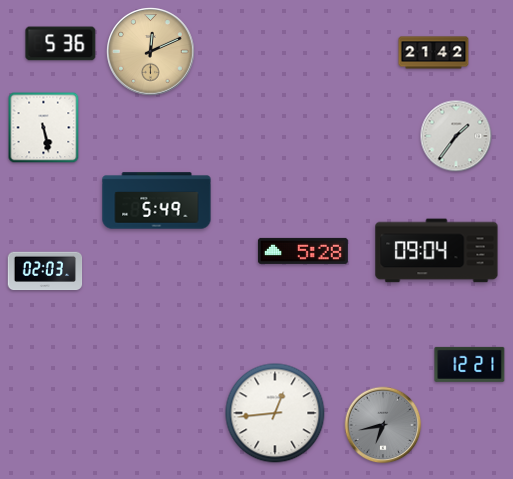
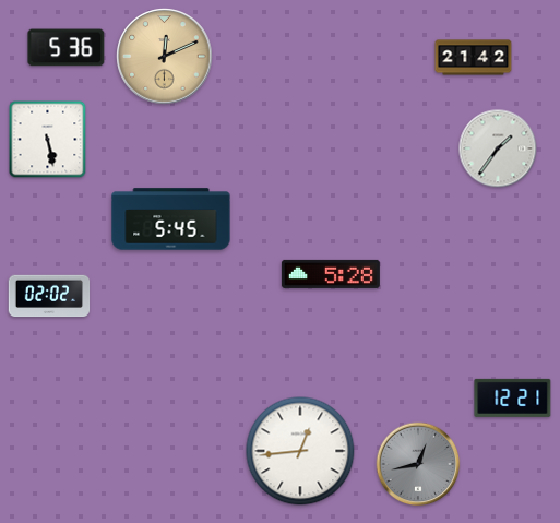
clock at (157, 201): 5:49 -> 5:45
clock at (437, 251): 09:04 -> none
clock at (45, 271): 02:03 -> 02:02
clock at (383, 425): 6:43 -> 12:43
